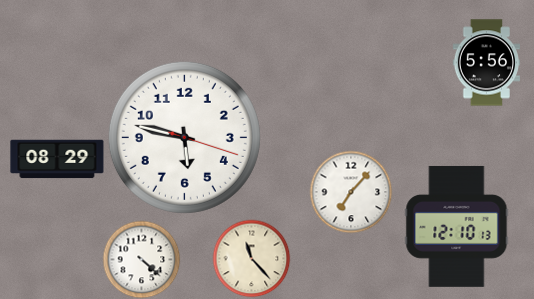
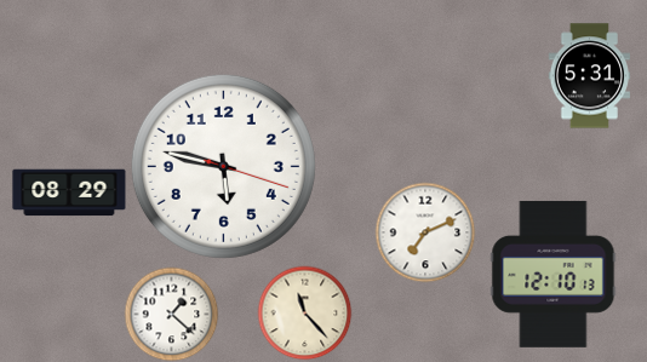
clock at (486, 63): 5:56 -> 5:31
clock at (351, 192): 7:07 -> 7:11
clock at (141, 259): 4:22 -> 1:22
